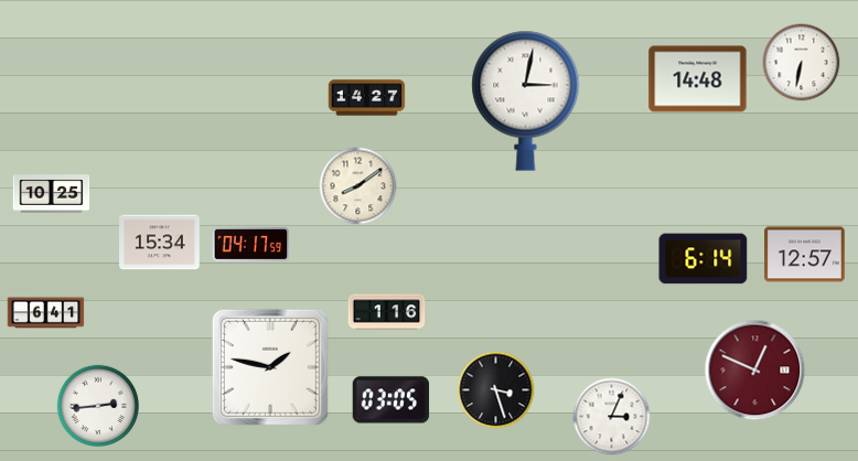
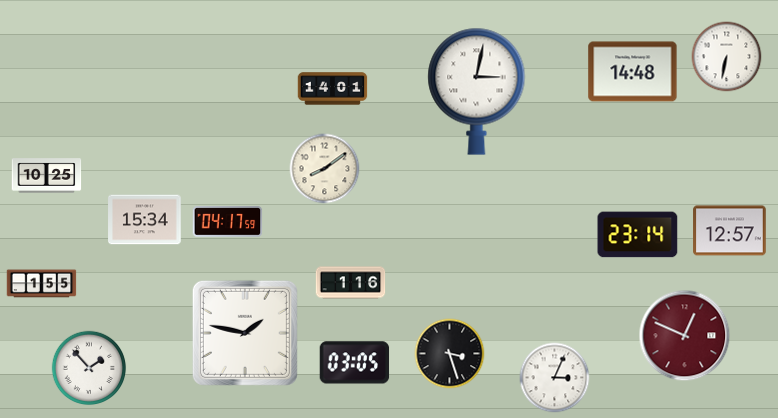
clock at (367, 98): 14:27 -> 14:01
clock at (704, 259): 6:14 -> 23:14
clock at (46, 313): 6:41 -> 1:55
clock at (98, 406): 2:44 -> 1:53
